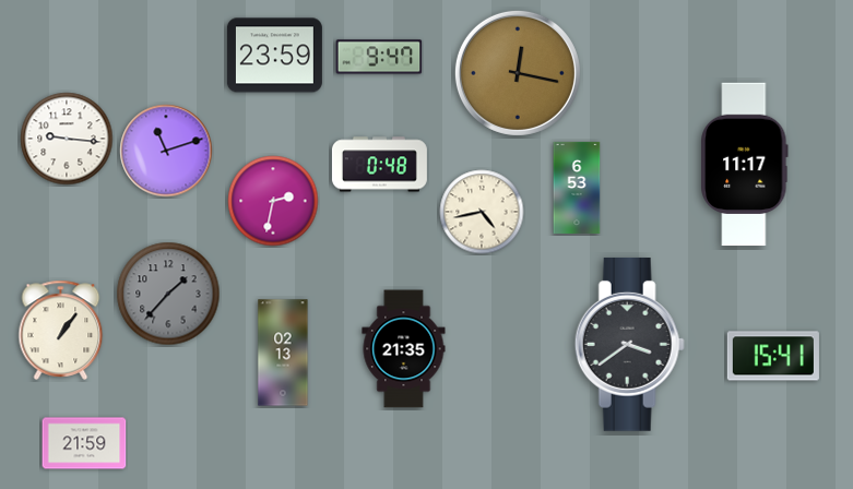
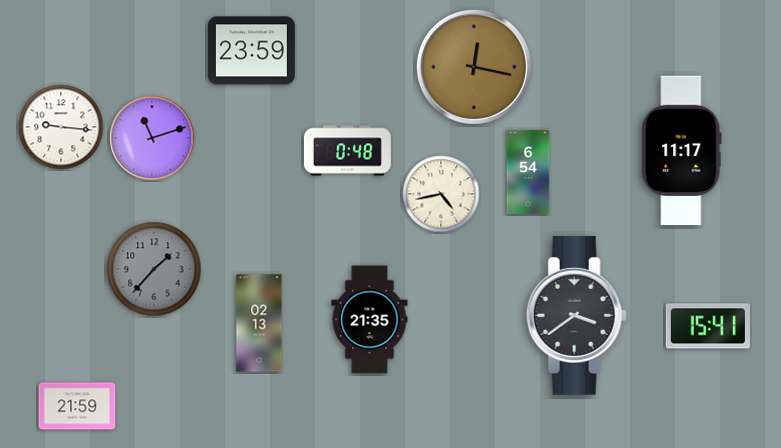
clock at (379, 57): 9:47 -> none
clock at (577, 188): 6:53 -> 6:54
clock at (273, 201): 2:32 -> none
clock at (61, 330): 1:06 -> none
